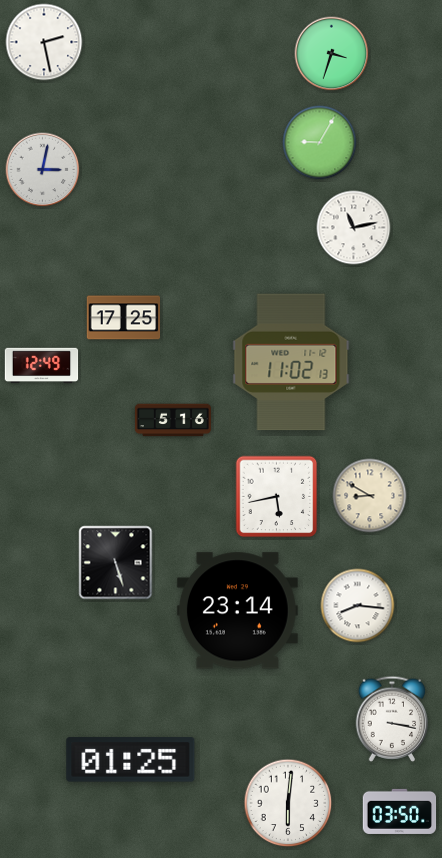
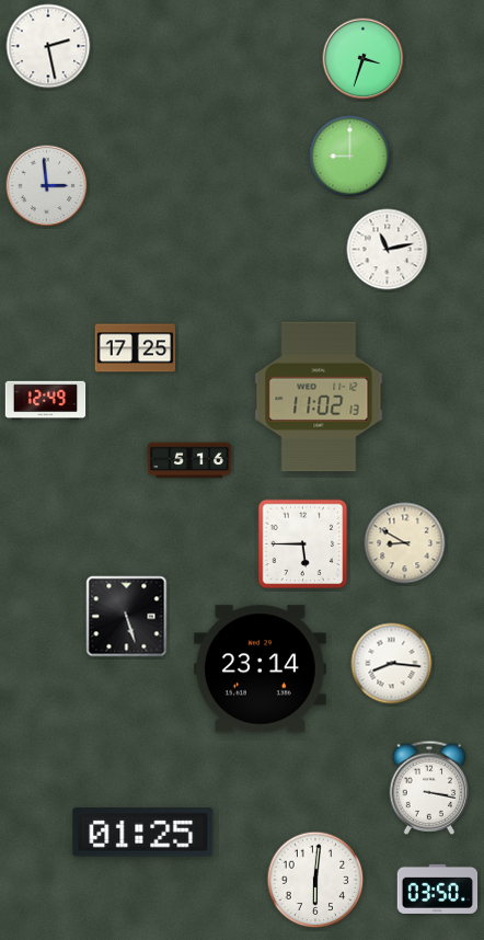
clock at (320, 143): 9:05 -> 9:00
clock at (43, 170): 3:02 -> 2:59
clock at (277, 497): 5:43 -> 5:45
